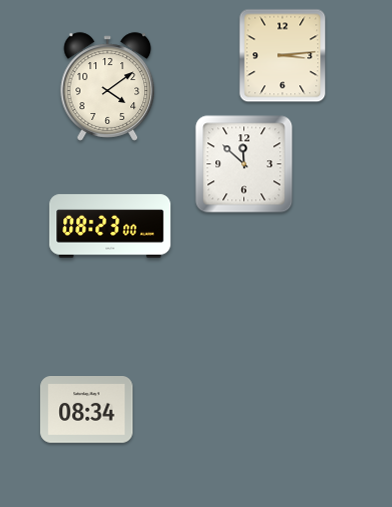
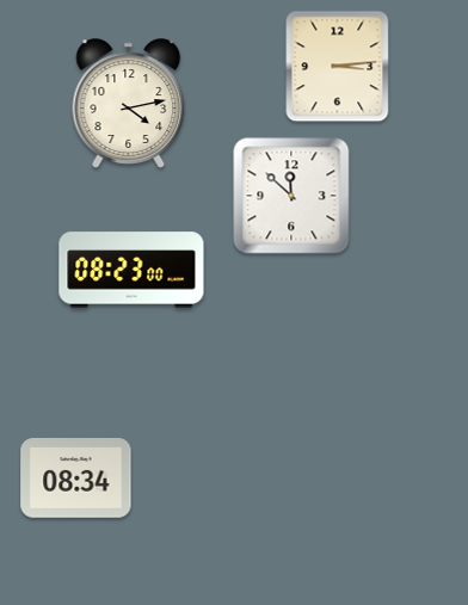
clock at (108, 87): 4:09 -> 4:13
clock at (87, 410) position: (87, 410) -> (76, 479)
